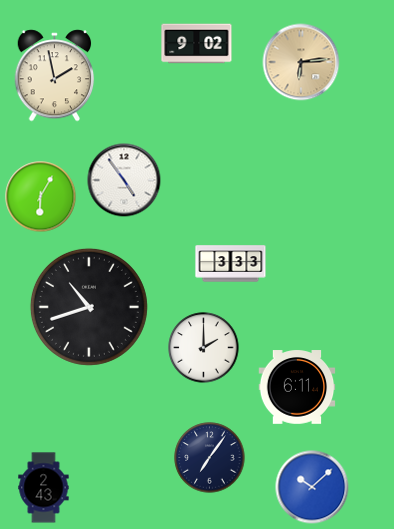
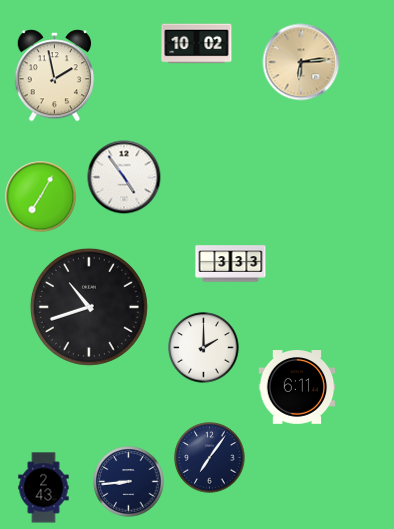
clock at (197, 44): 9:02 -> 10:02
clock at (124, 180) position: (124, 180) -> (124, 177)
clock at (41, 197): 6:05 -> 7:05
clock at (129, 482): none -> 8:44
clock at (312, 487): 10:08 -> none
